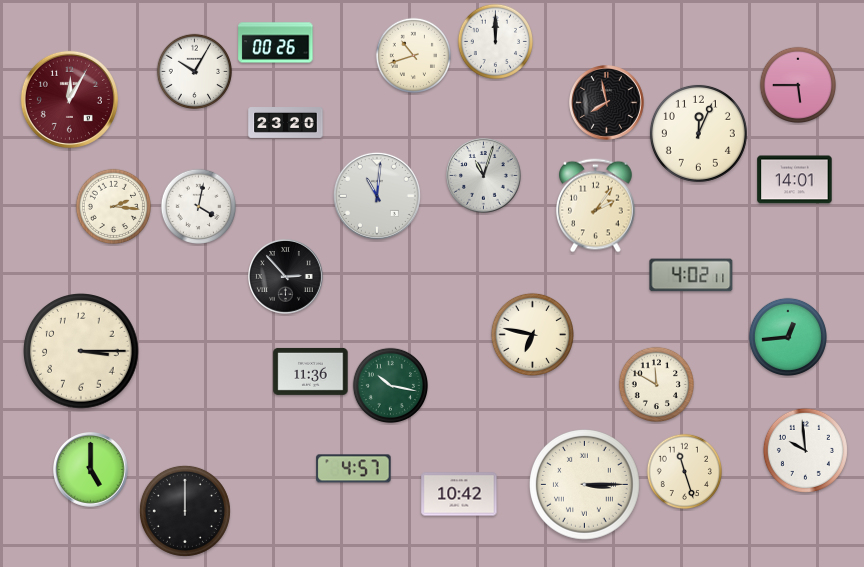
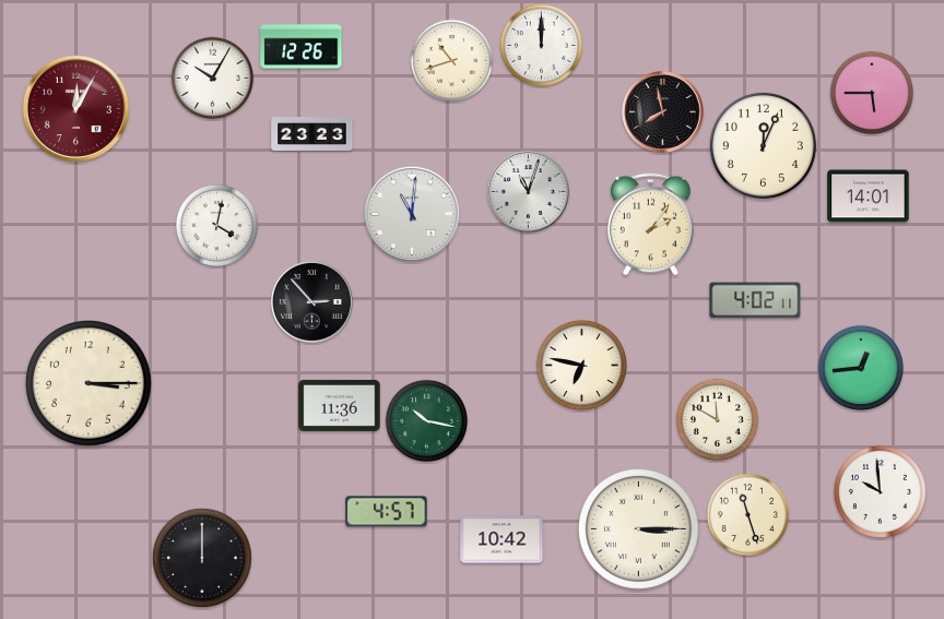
clock at (276, 43): 00:26 -> 12:26
clock at (286, 123): 23:20 -> 23:23
clock at (113, 206): 2:16 -> none
clock at (91, 470): 5:00 -> none
